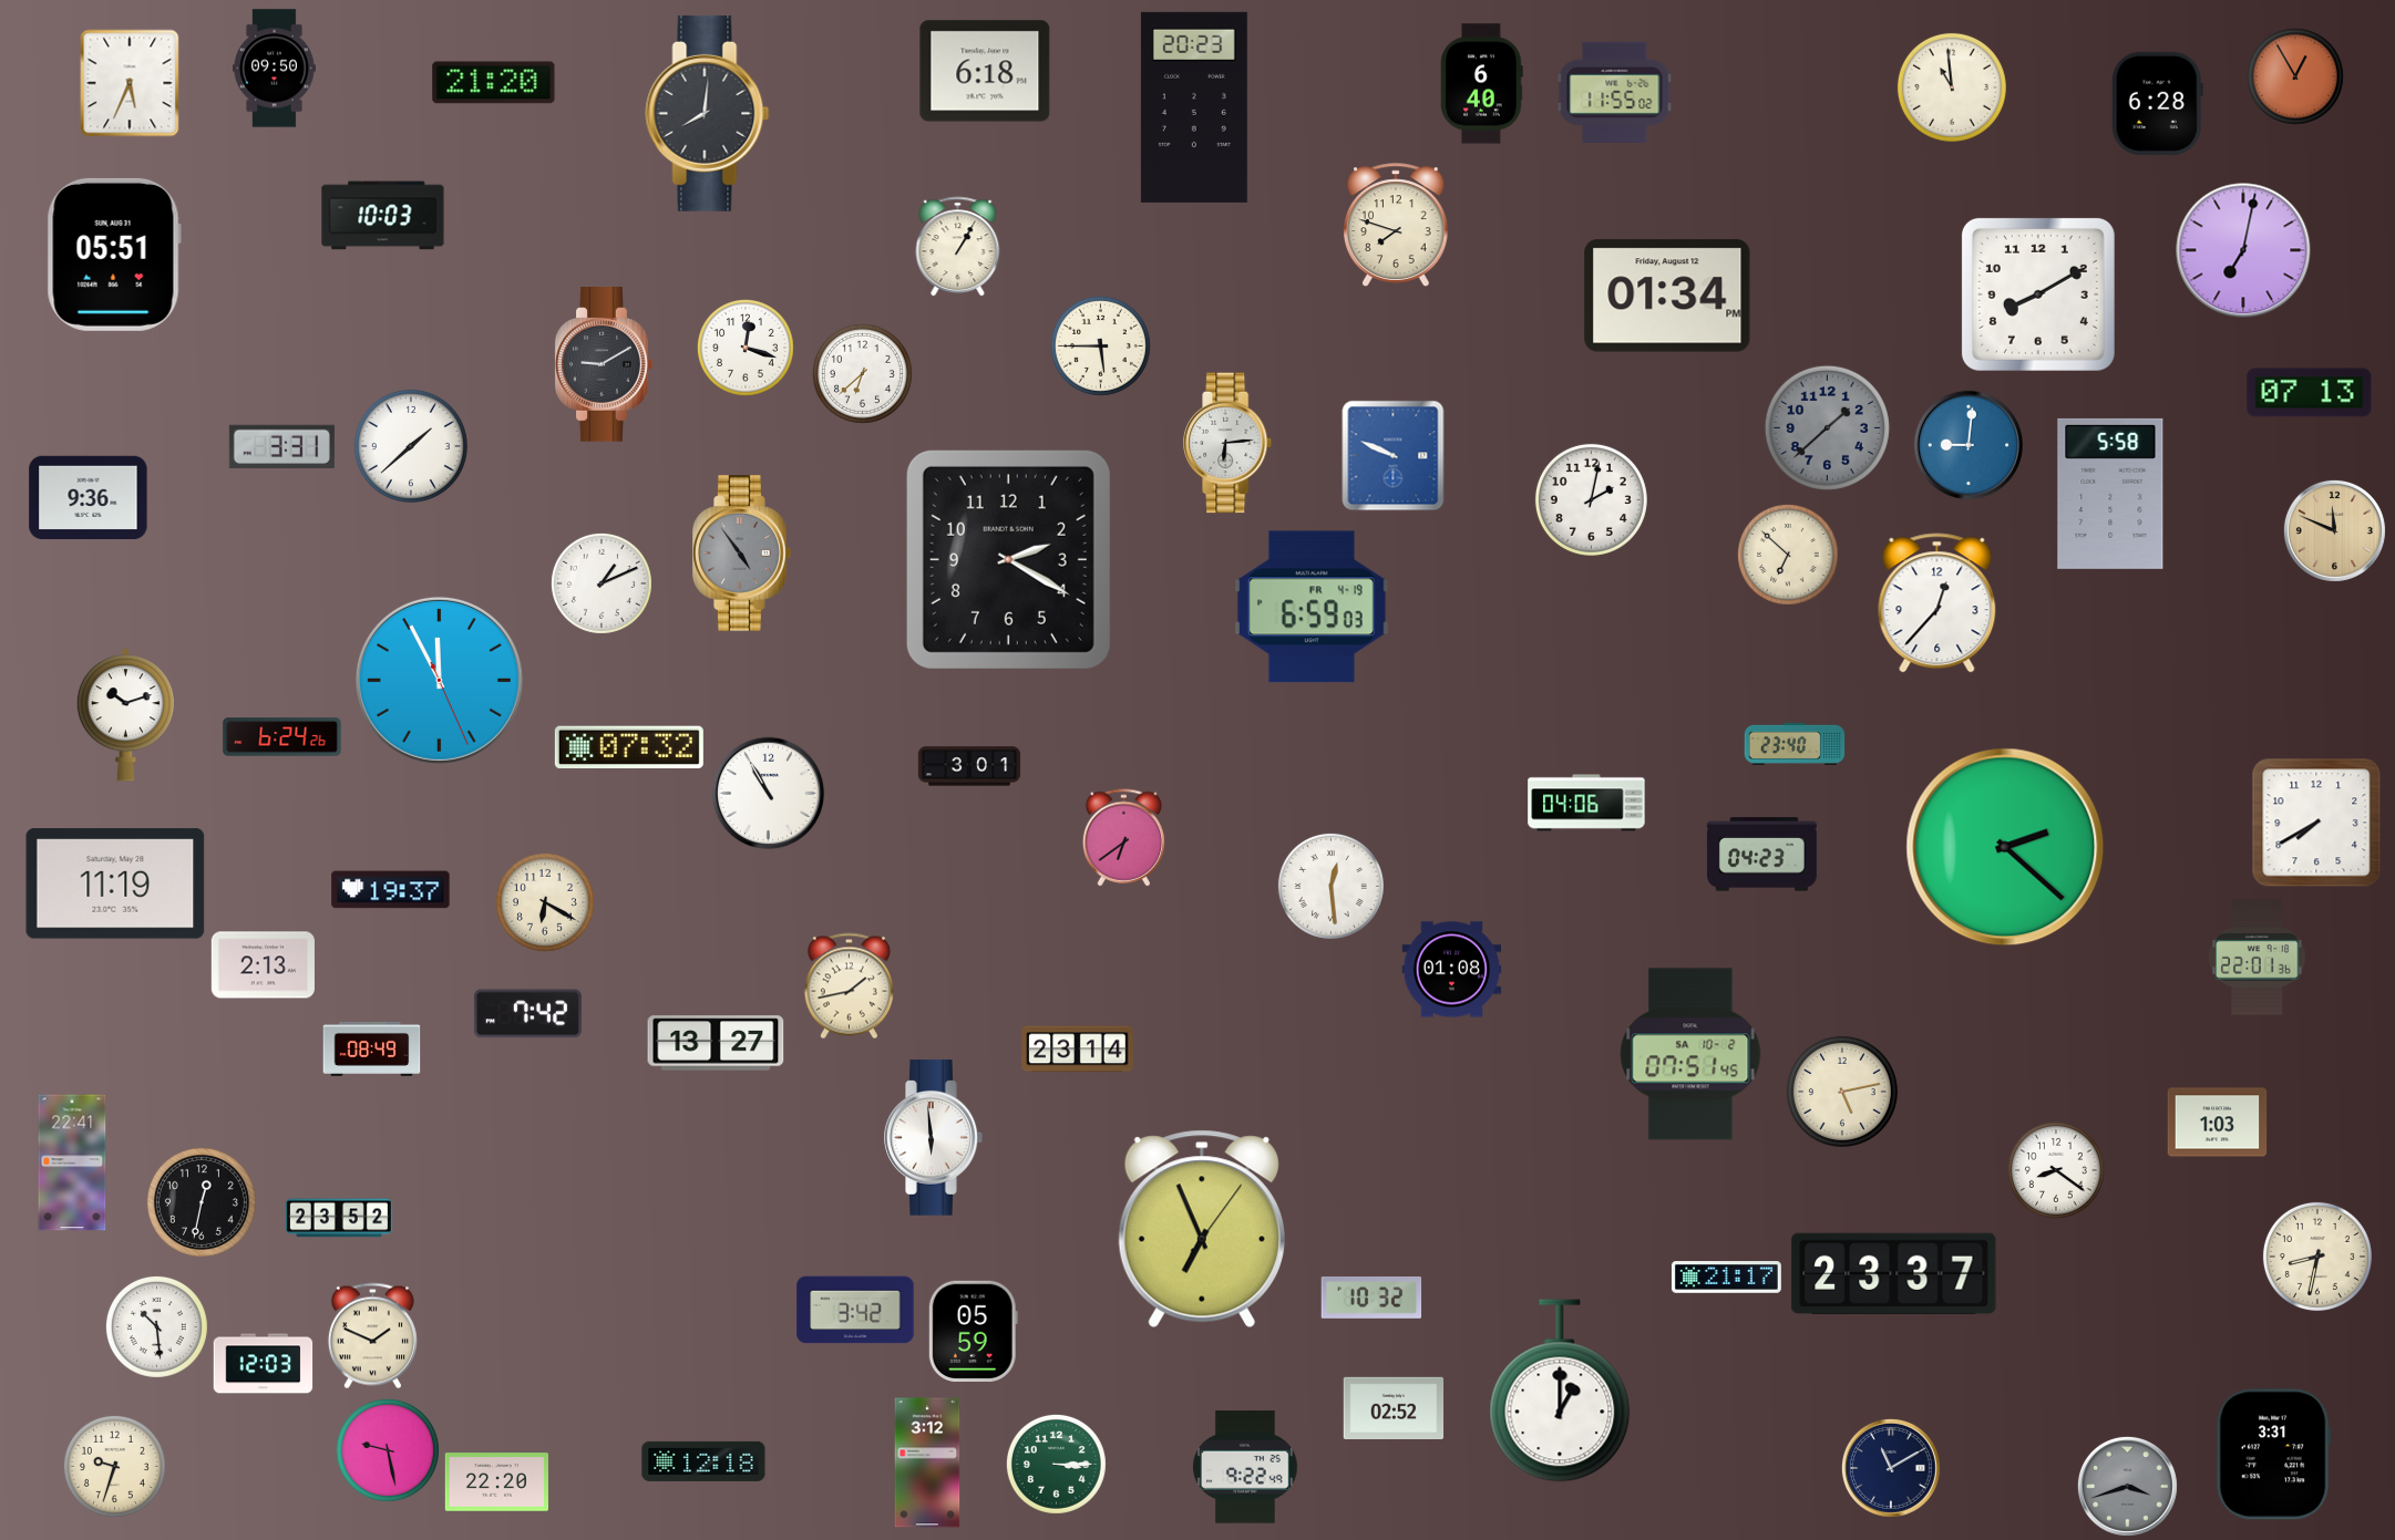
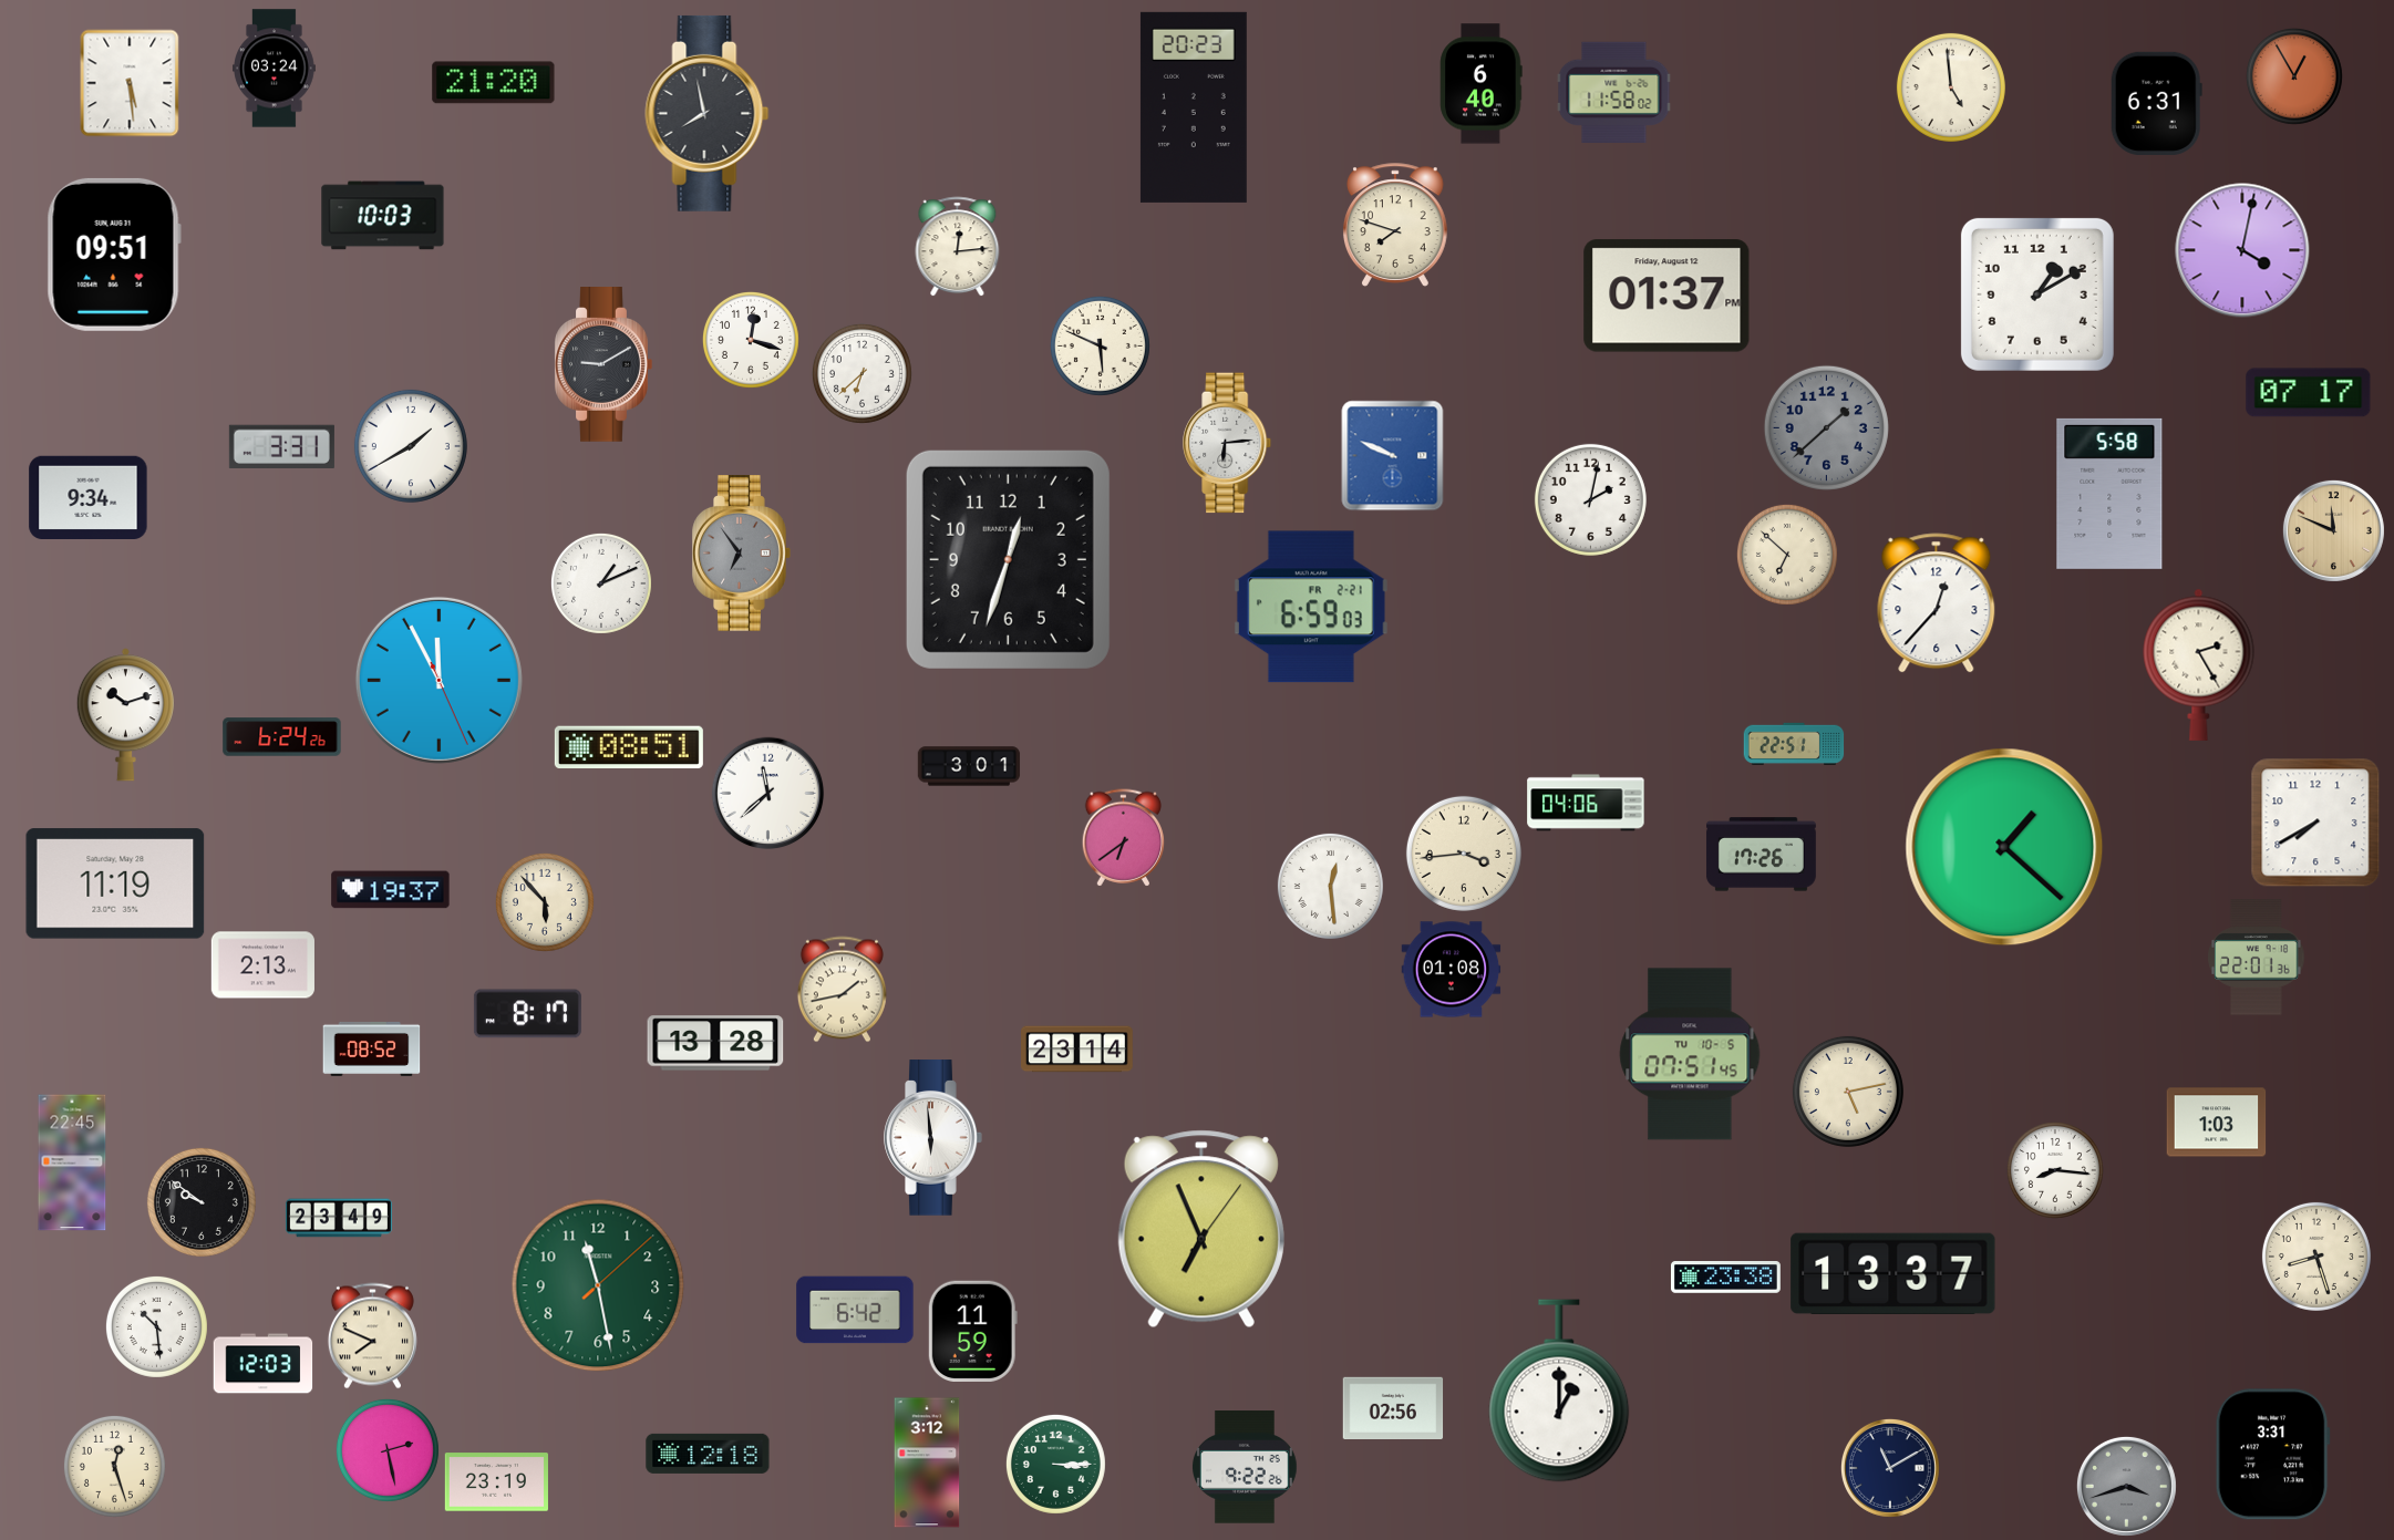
clock at (275, 69): 09:50 -> 03:24
clock at (985, 71): 6:18 -> none
clock at (130, 83): 5:34 -> 5:29
clock at (1952, 87): 10:59 -> 4:59
clock at (1615, 92): 11:55 -> 11:58
clock at (2157, 103): 6:28 -> 6:31
clock at (708, 113): 8:01 -> 7:58
clock at (958, 247): 1:05 -> 12:14
clock at (2243, 250): 7:02 -> 4:02
clock at (114, 255): 05:51 -> 09:51
clock at (2038, 294): 8:10 -> 1:10
clock at (1667, 296): 01:34 -> 01:37
clock at (1100, 345): 5:45 -> 5:49
clock at (746, 348) position: (746, 348) -> (751, 340)
clock at (2310, 393): 07:13 -> 07:17
clock at (1967, 444): 9:01 -> none
clock at (411, 446): 1:38 -> 1:40
clock at (89, 497): 9:36 -> 9:34
clock at (742, 554): 4:54 -> 6:54
clock at (1008, 559): 2:20 -> 12:33
clock at (1312, 607) date: FR 4-19 -> FR 2-21
clock at (2199, 664): none -> 2:25
clock at (1795, 743): 23:40 -> 22:51
clock at (629, 747): 07:32 -> 08:51
clock at (769, 794): 10:55 -> 11:38
clock at (2005, 847): 2:22 -> 1:22
clock at (1464, 854): none -> 3:44
clock at (1761, 855): 04:23 -> 17:26
clock at (545, 902): 6:20 -> 5:53
clock at (849, 986) position: (849, 986) -> (842, 990)
clock at (527, 1014): 7:42 -> 8:17
clock at (716, 1043): 13:27 -> 13:28
clock at (372, 1048): 08:49 -> 08:52
clock at (1690, 1054) date: SA 10-2 -> TU 10-5
clock at (1842, 1092) position: (1842, 1092) -> (1848, 1092)
clock at (72, 1162): 22:41 -> 22:45
clock at (2056, 1170): 8:21 -> 8:16
clock at (202, 1202): 12:32 -> 9:51
clock at (339, 1218): 23:52 -> 23:49
clock at (2317, 1257): 8:32 -> 8:27
clock at (1894, 1273): 23:37 -> 13:37
clock at (1726, 1278): 21:17 -> 23:38
clock at (598, 1285): none -> 11:28
clock at (1371, 1298): 10:32 -> none
clock at (855, 1310): 3:42 -> 6:42
clock at (973, 1331): 05:59 -> 11:59
clock at (372, 1336): 1:49 -> 7:49
clock at (1394, 1407): 02:52 -> 02:56
clock at (388, 1450): 9:28 -> 2:28
clock at (703, 1461) position: (703, 1461) -> (708, 1454)
clock at (114, 1466): 9:33 -> 12:27
clock at (1246, 1467): 9:22:49 -> 9:22:26
clock at (496, 1482): 22:20 -> 23:19
